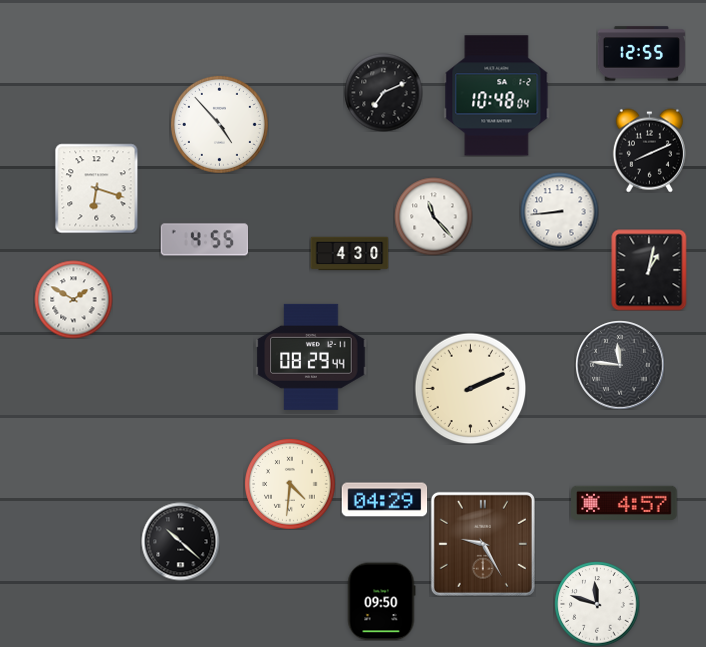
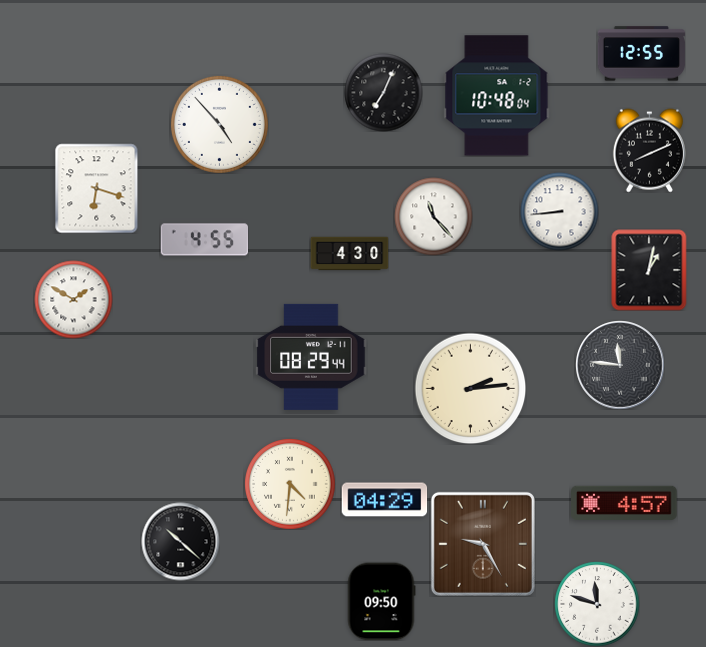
clock at (383, 92): 7:11 -> 7:04
clock at (470, 388): 2:11 -> 2:14
